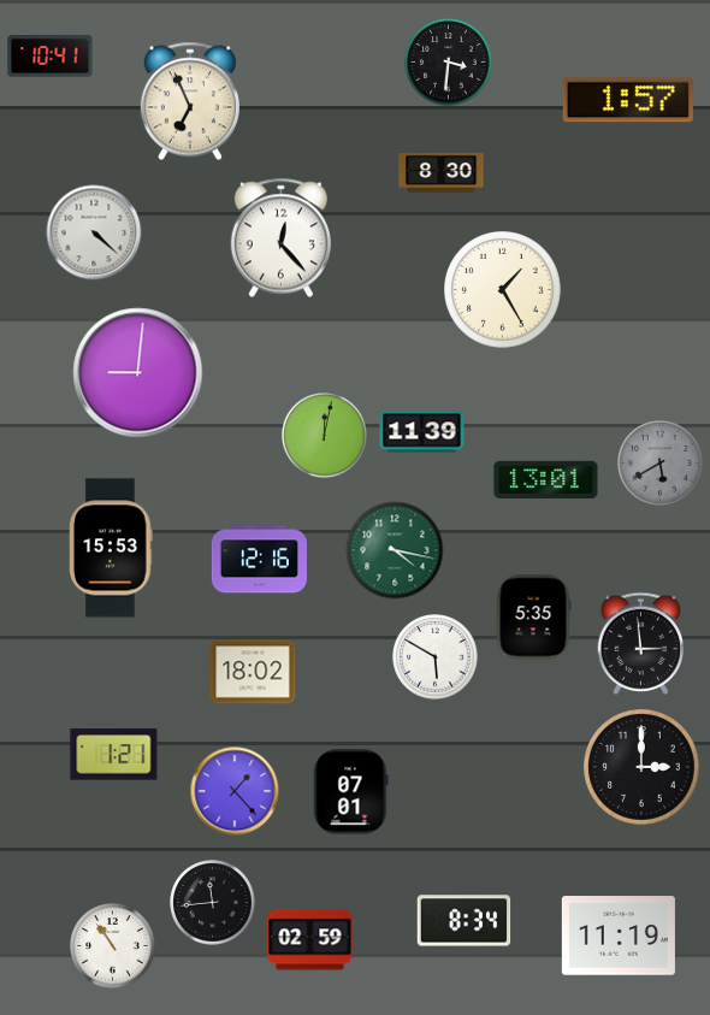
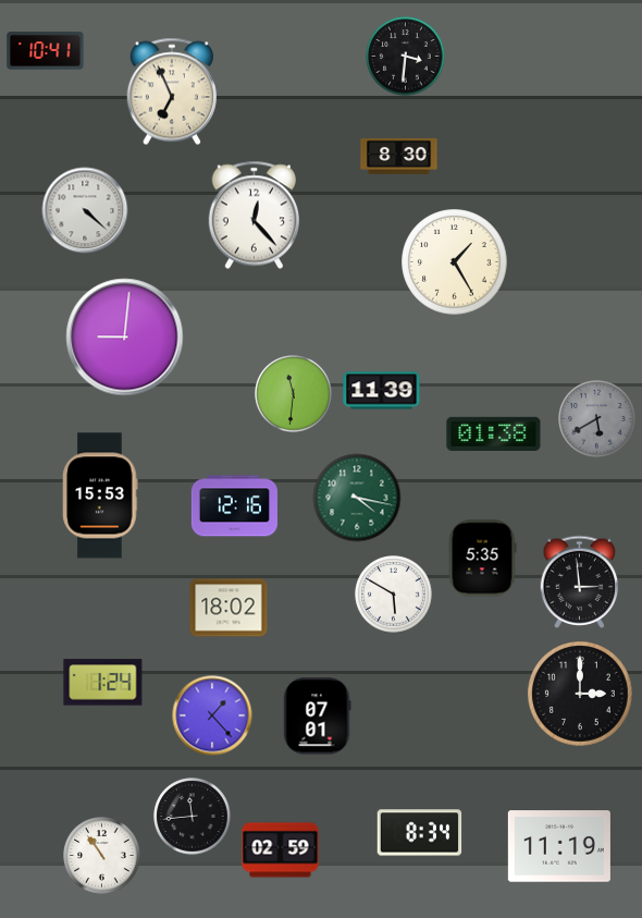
clock at (628, 100): 1:57 -> none
clock at (325, 436): 12:02 -> 11:31
clock at (546, 479): 13:01 -> 01:38
clock at (114, 755): 1:21 -> 1:24
